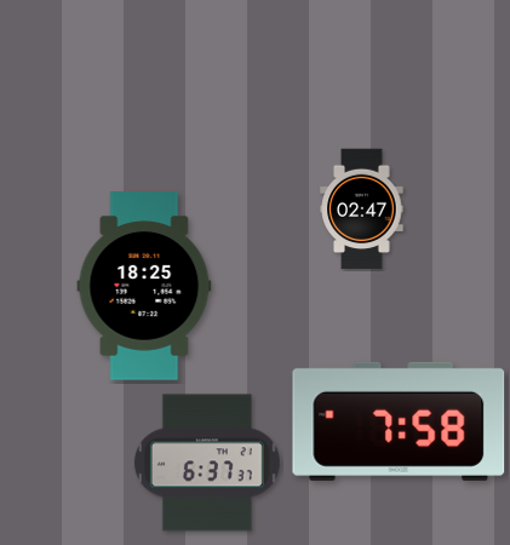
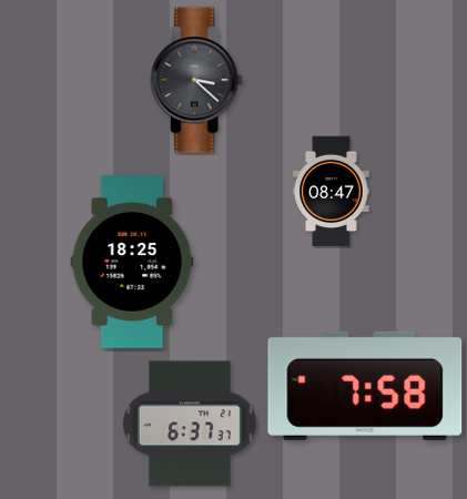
clock at (196, 80): none -> 3:22
clock at (362, 210): 02:47 -> 08:47
